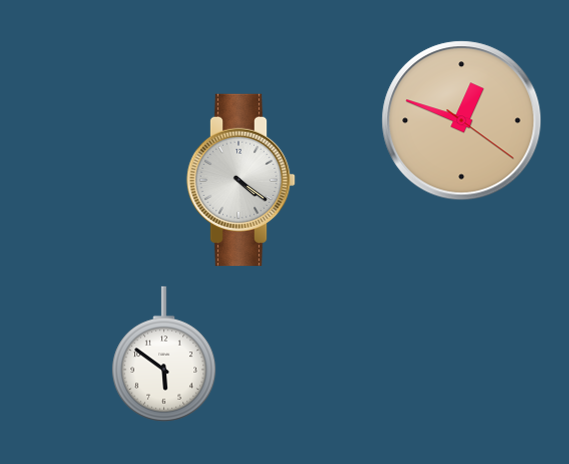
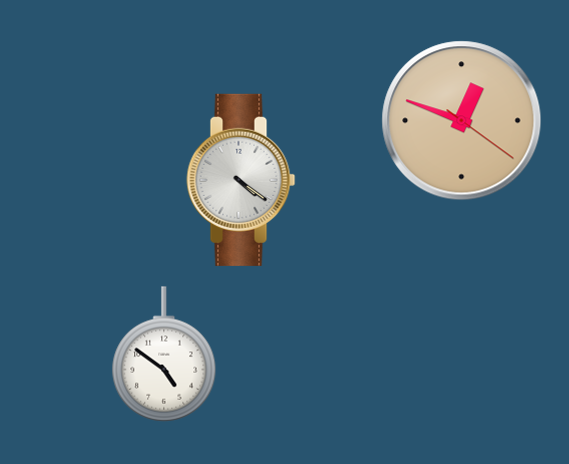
clock at (164, 354): 5:51 -> 4:51
